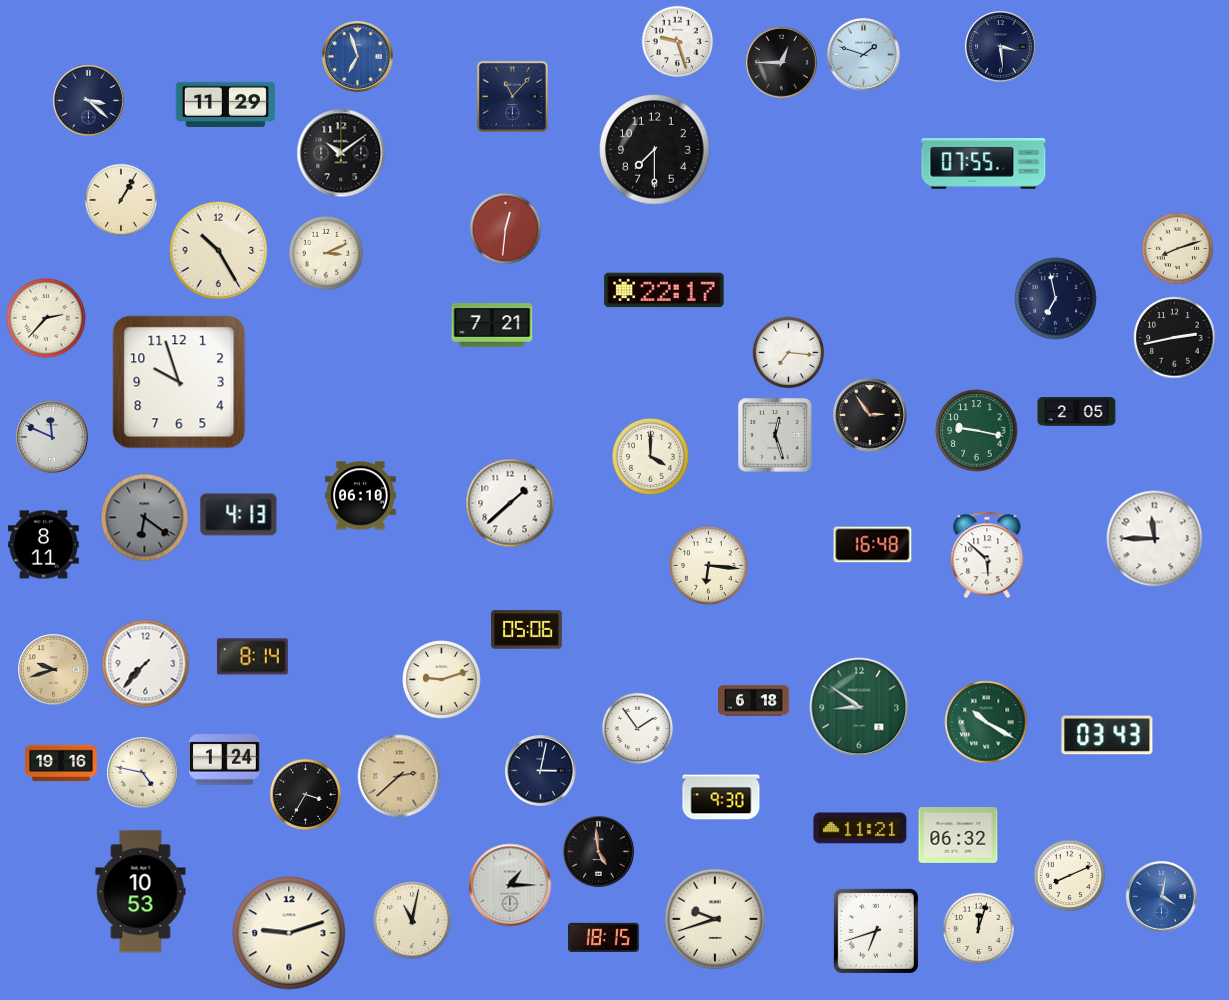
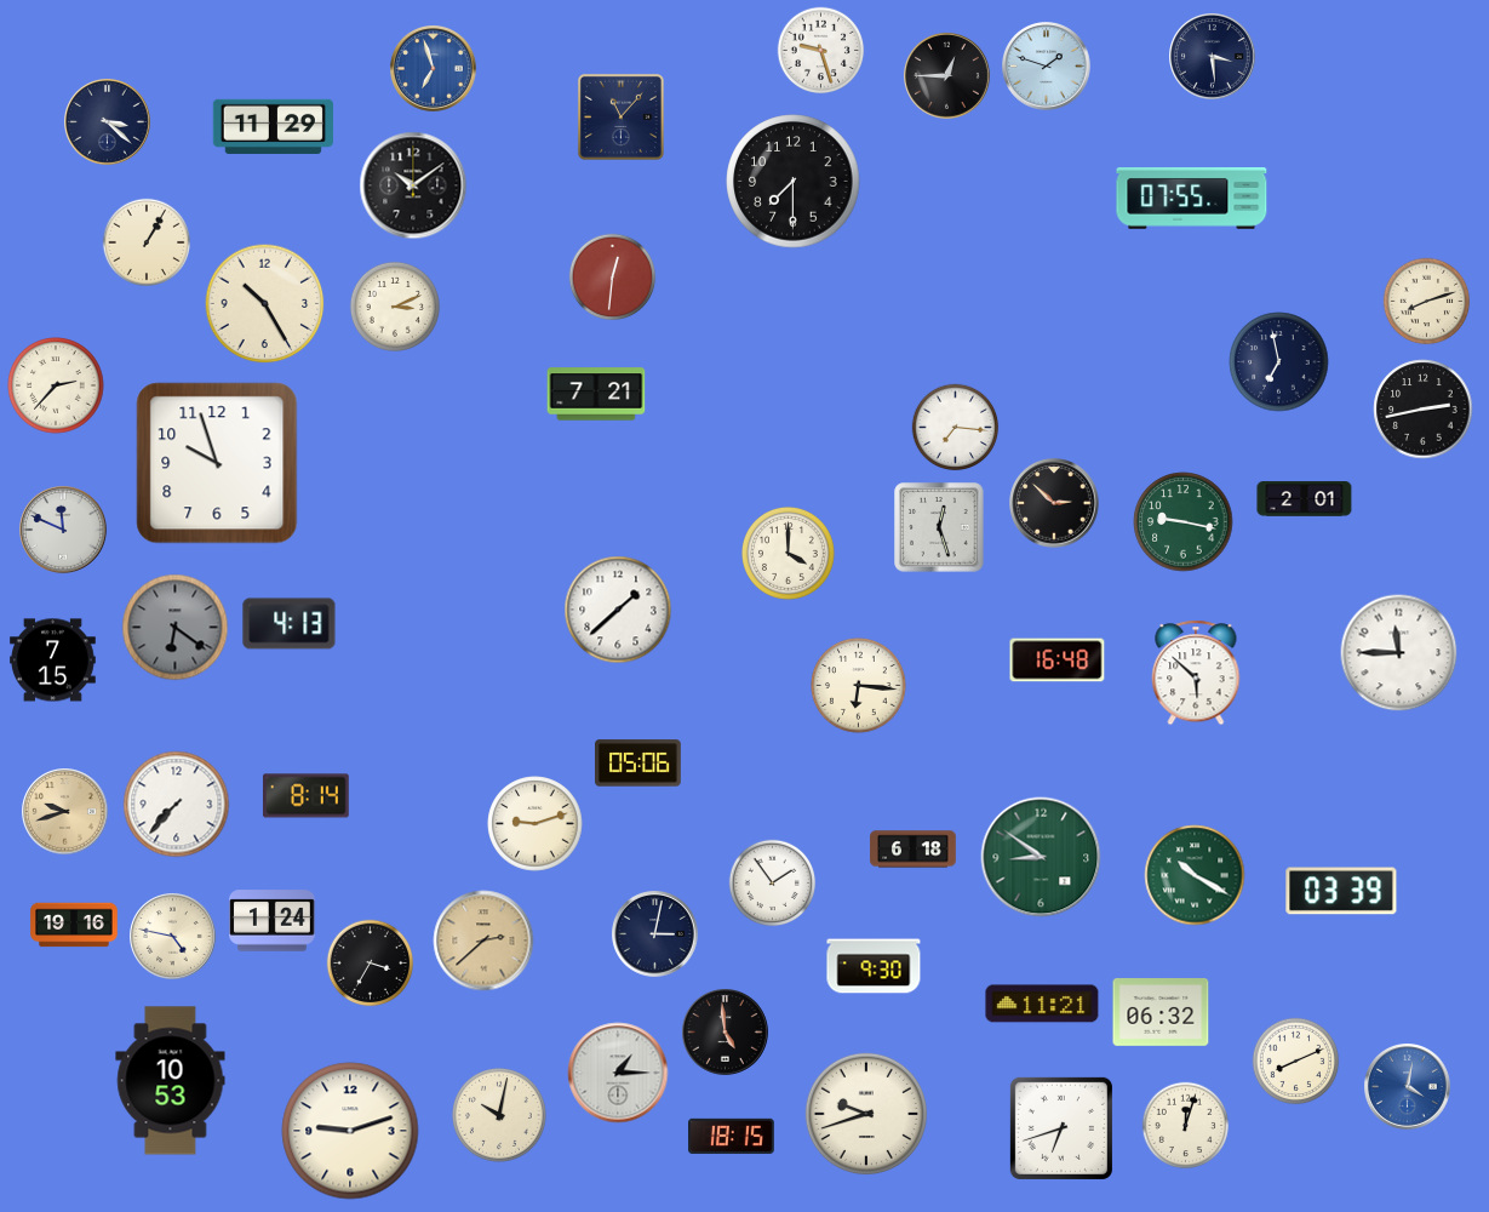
clock at (664, 290): 22:17 -> none
clock at (1077, 412): 2:05 -> 2:01
clock at (870, 415): 2:54 -> 2:52
clock at (361, 496): 06:10 -> none
clock at (44, 545): 8:11 -> 7:15
clock at (1107, 735): 03:43 -> 03:39
clock at (413, 921): 11:02 -> 10:02
